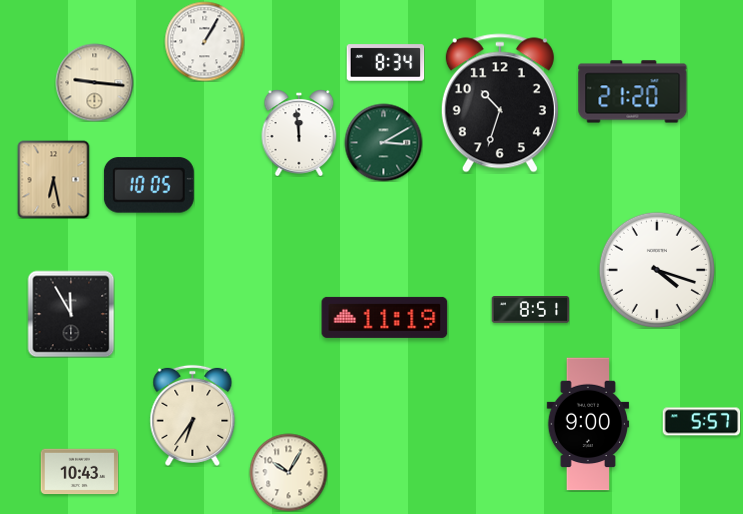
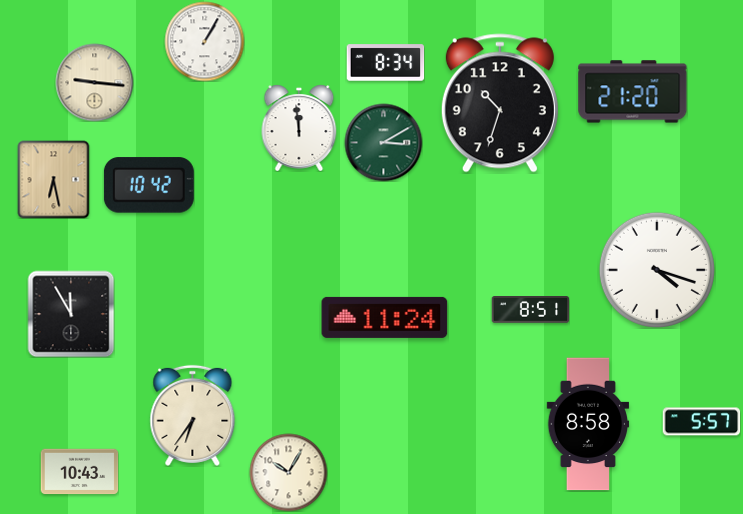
clock at (299, 133) position: (299, 133) -> (299, 128)
clock at (149, 185): 10:05 -> 10:42
clock at (385, 317): 11:19 -> 11:24
clock at (588, 424): 9:00 -> 8:58
